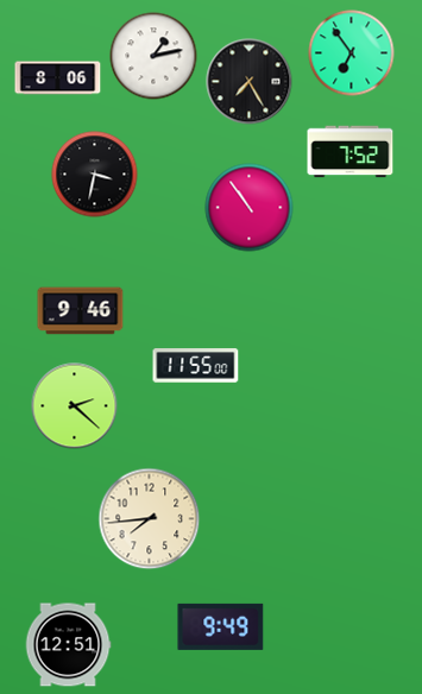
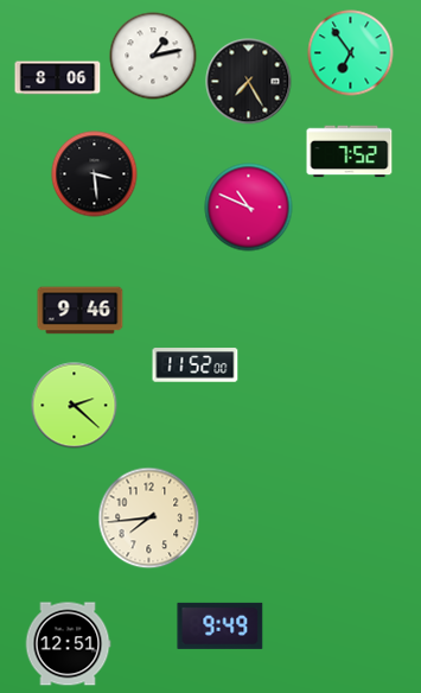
clock at (95, 175): 3:32 -> 3:29
clock at (250, 208): 10:54 -> 10:49
clock at (196, 366): 11:55 -> 11:52
